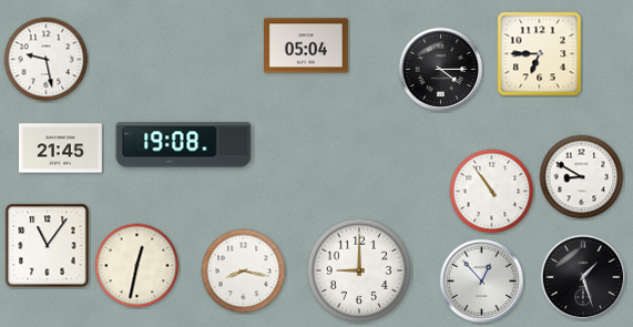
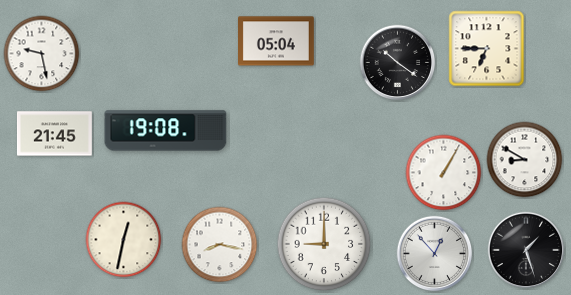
clock at (441, 70): 4:15 -> 10:21
clock at (492, 192): 10:54 -> 1:05
clock at (48, 246): 11:06 -> none
